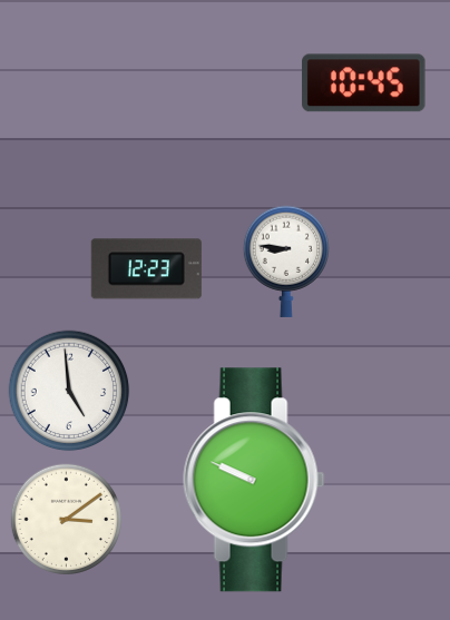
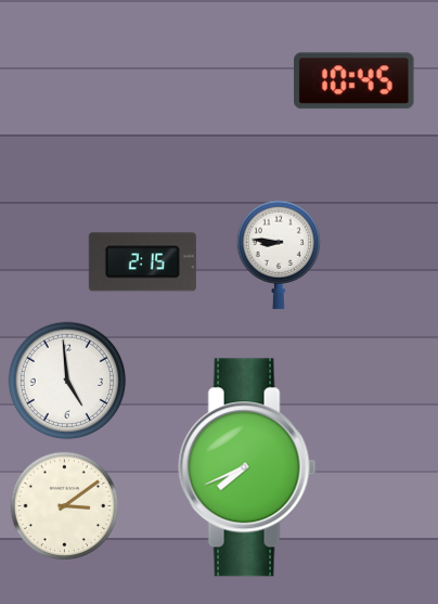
clock at (146, 269): 12:23 -> 2:15
clock at (254, 480): 9:49 -> 7:41
